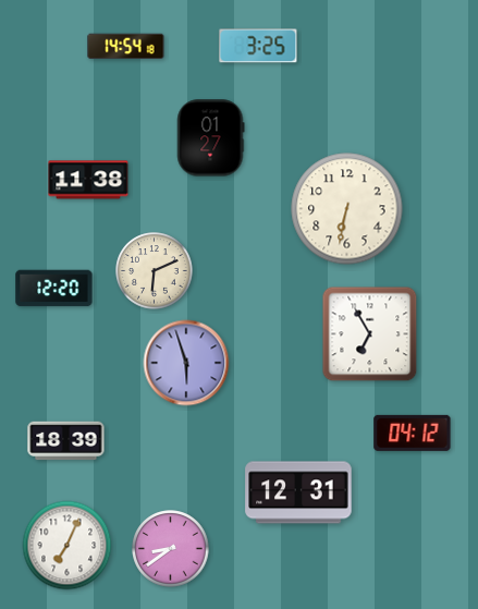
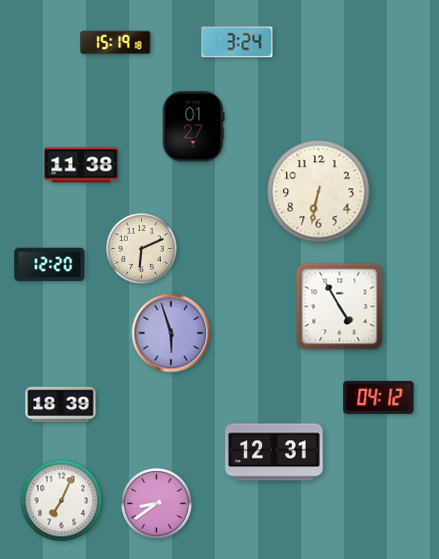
clock at (258, 46): 3:25 -> 3:24
clock at (126, 47): 14:54 -> 15:19
clock at (370, 334): 6:55 -> 4:55
